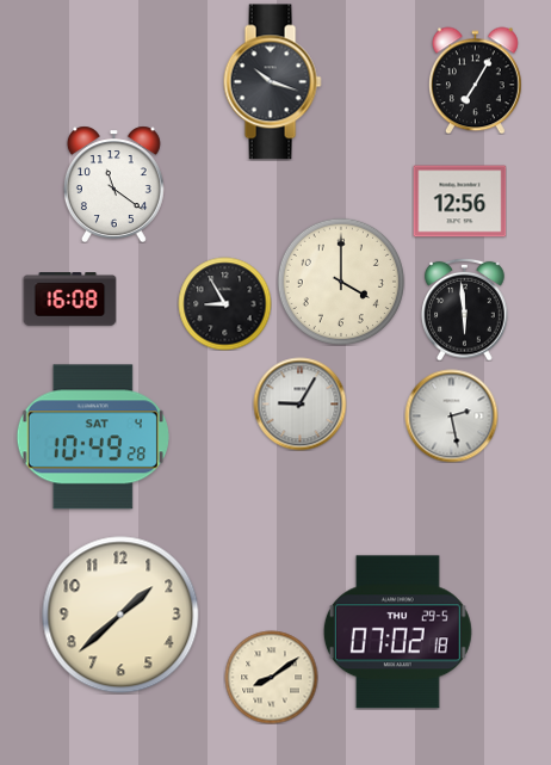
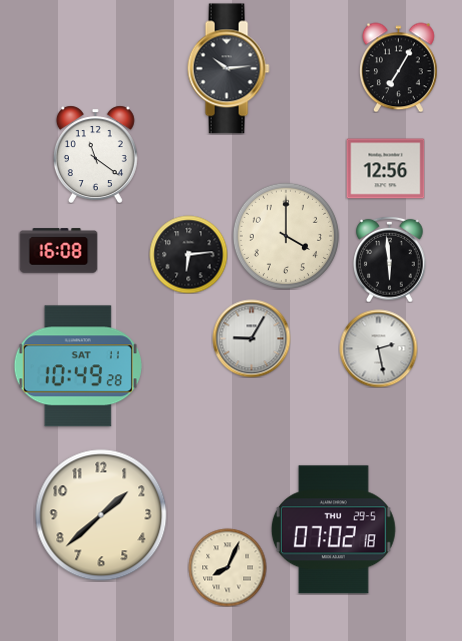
clock at (272, 82): 10:18 -> 10:14
clock at (224, 303): 8:55 -> 6:14
clock at (93, 437) date: SAT 4 -> SAT 11
clock at (271, 677): 8:09 -> 8:04
